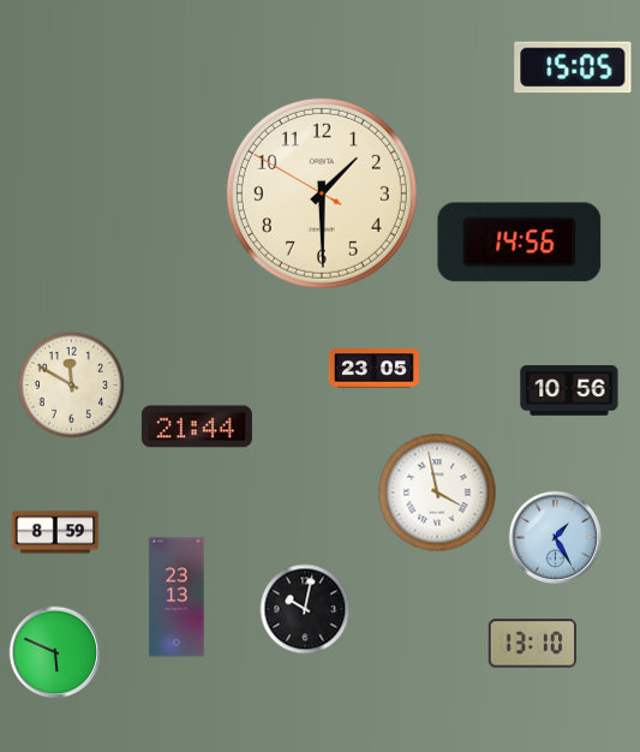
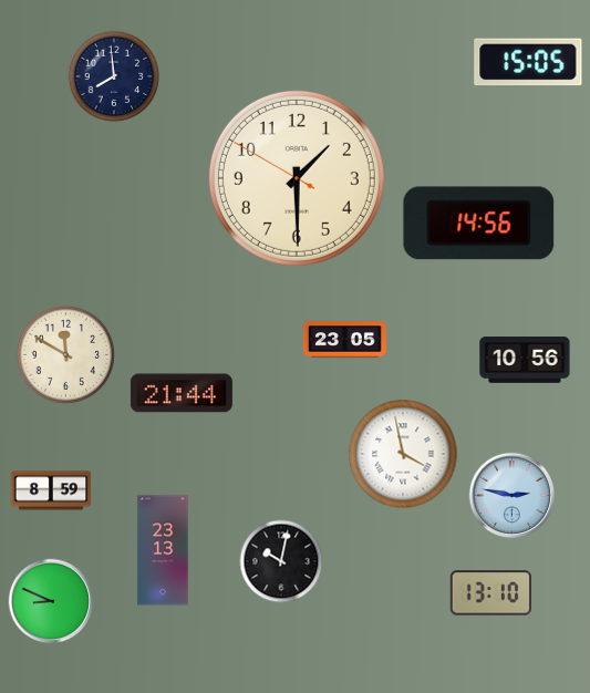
clock at (114, 76): none -> 7:59
clock at (556, 538): 1:25 -> 2:47
clock at (55, 652): 5:49 -> 8:49
